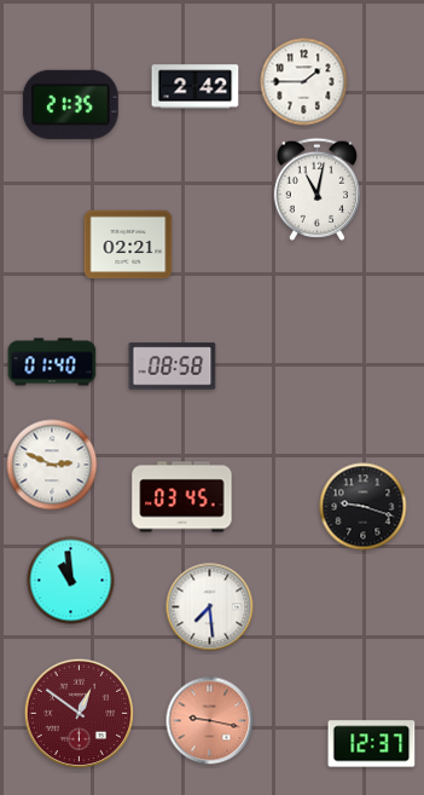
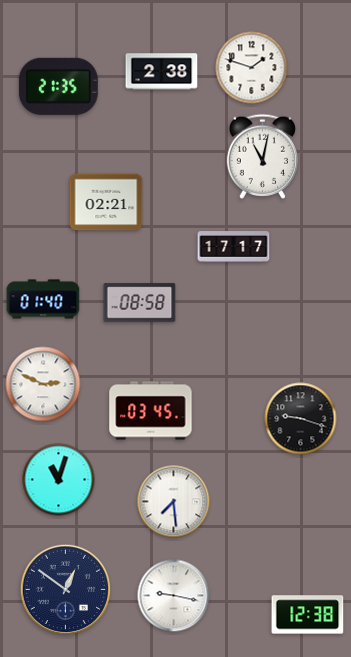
clock at (304, 82): 1:45 -> 1:48
clock at (196, 87): 2:42 -> 2:38
clock at (234, 247): none -> 17:17
clock at (173, 367) position: (173, 367) -> (140, 303)
clock at (71, 581): 10:59 -> 11:03
clock at (79, 713) dial: burgundy -> navy
clock at (210, 721) dial: salmon -> white
clock at (372, 744): 12:37 -> 12:38
